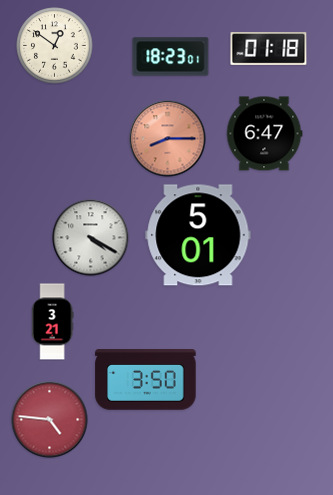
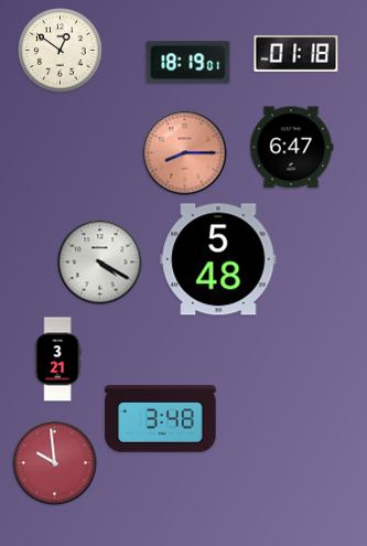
clock at (171, 57): 18:23 -> 18:19
clock at (198, 235): 5:01 -> 5:48
clock at (52, 322) position: (52, 322) -> (57, 360)
clock at (146, 380): 3:50 -> 3:48
clock at (50, 420): 4:46 -> 9:59
